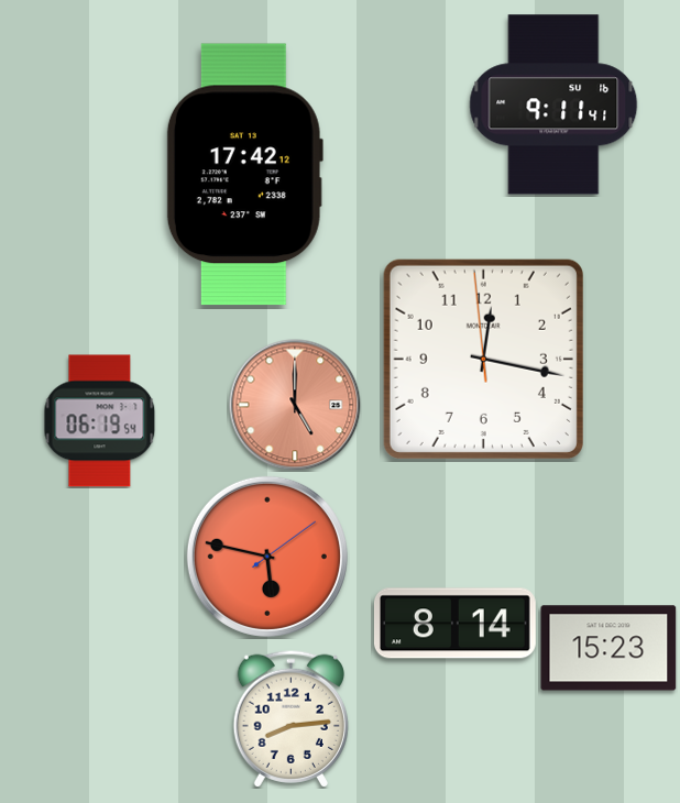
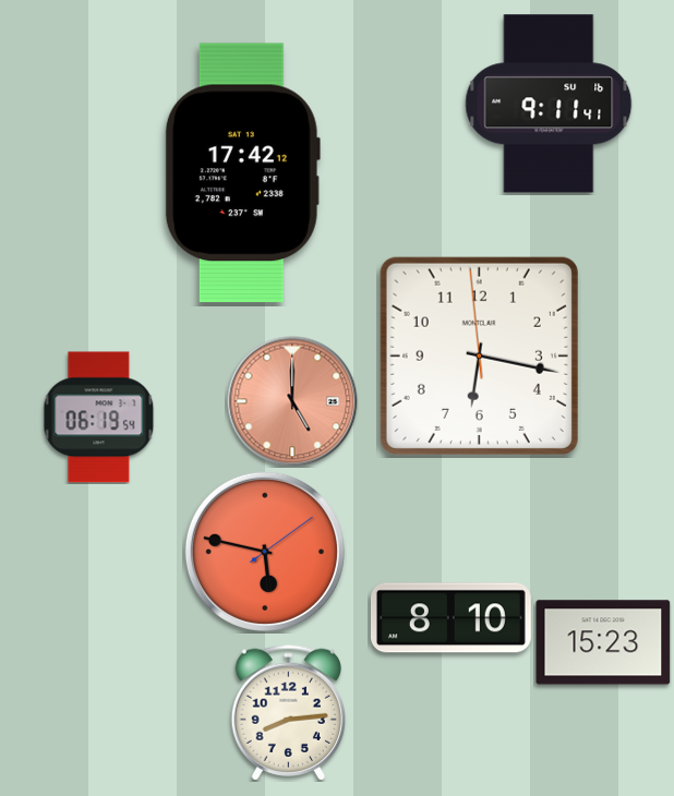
clock at (483, 359): 12:16 -> 6:16
clock at (454, 624): 8:14 -> 8:10
